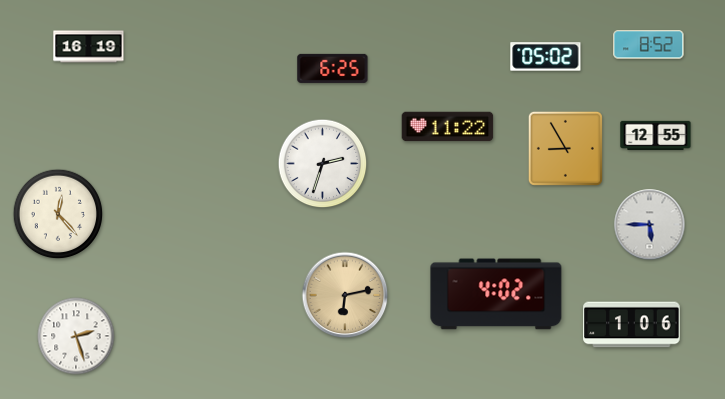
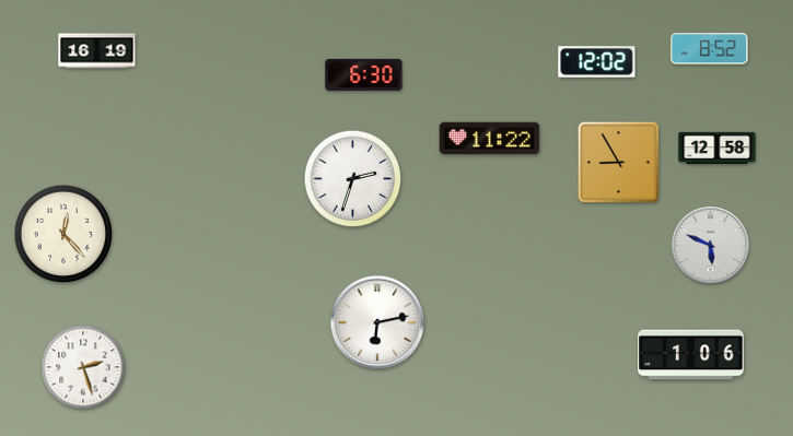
clock at (546, 57): 05:02 -> 12:02
clock at (333, 68): 6:25 -> 6:30
clock at (656, 136): 12:55 -> 12:58
clock at (650, 225): 5:45 -> 5:49
clock at (496, 294): 4:02 -> none
clock at (345, 295) dial: champagne -> white
